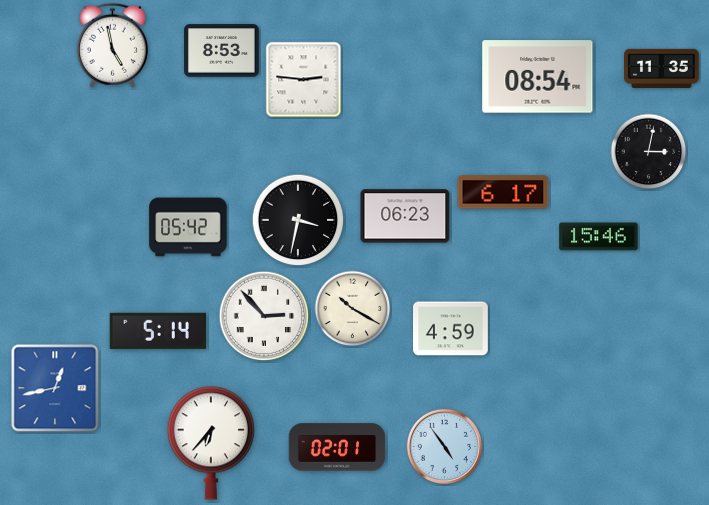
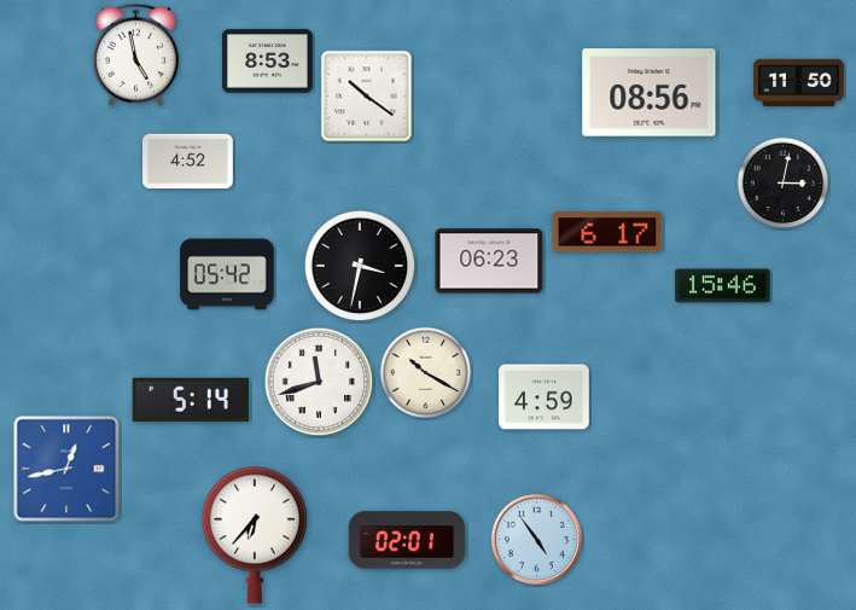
clock at (662, 68): 11:35 -> 11:50
clock at (538, 77): 08:54 -> 08:56
clock at (304, 80): 2:46 -> 10:21
clock at (188, 162): none -> 4:52
clock at (264, 316): 2:53 -> 11:42
